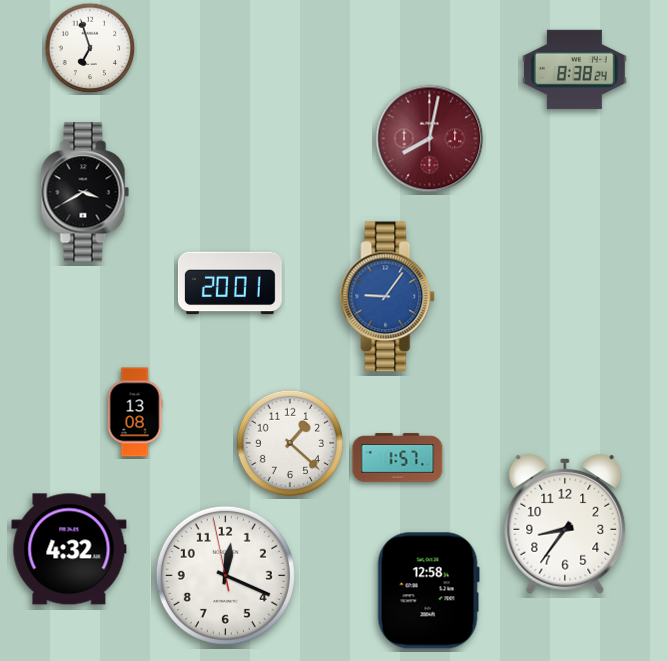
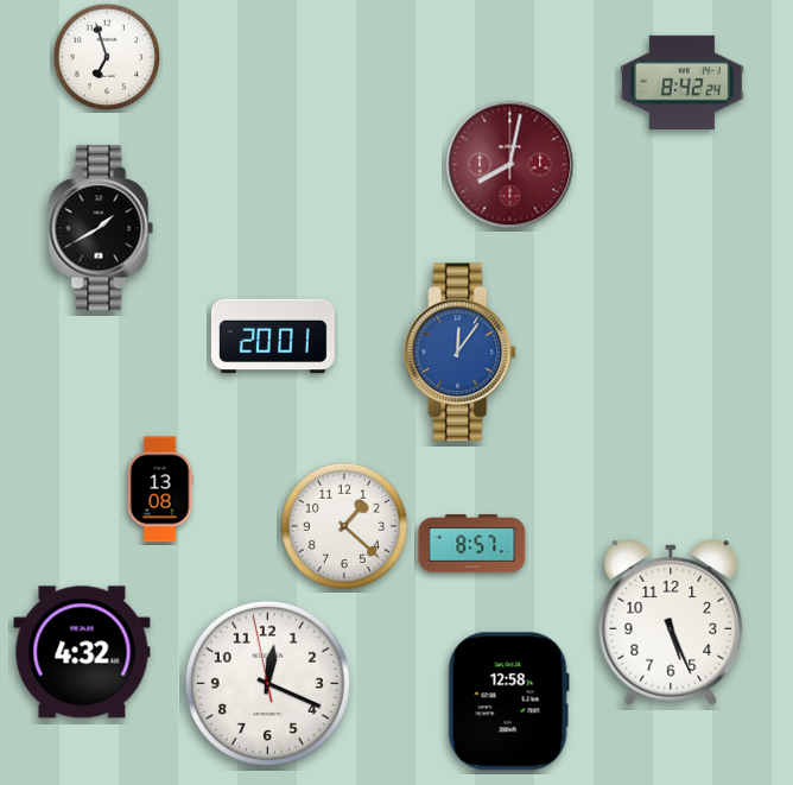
clock at (575, 69): 8:38 -> 8:42
clock at (85, 192): 3:40 -> 1:40
clock at (388, 297): 9:06 -> 12:06
clock at (398, 458): 1:57 -> 8:57
clock at (565, 524): 8:36 -> 5:26
